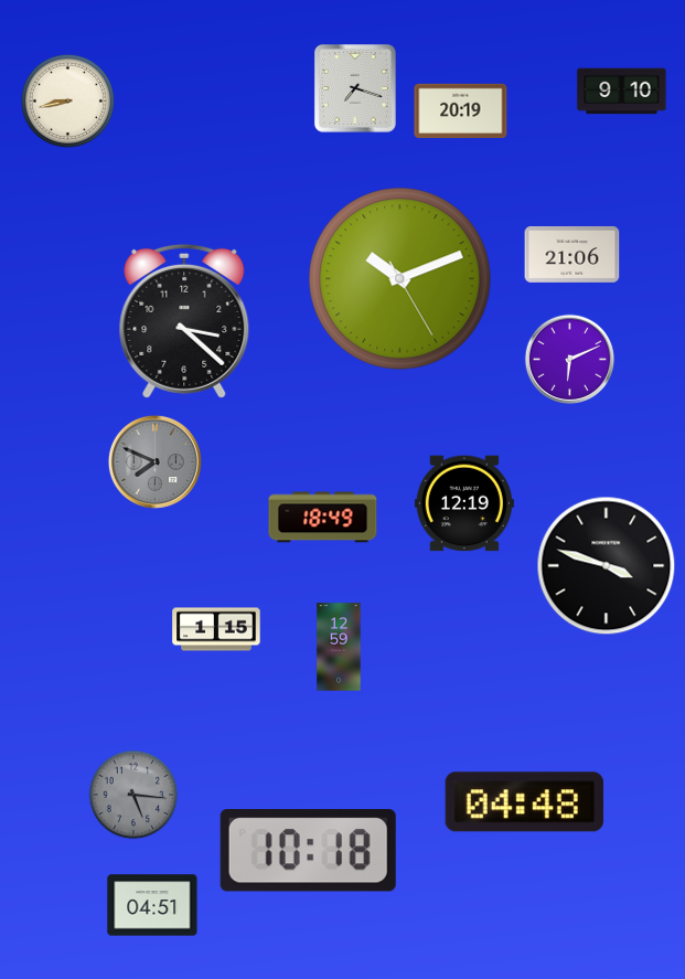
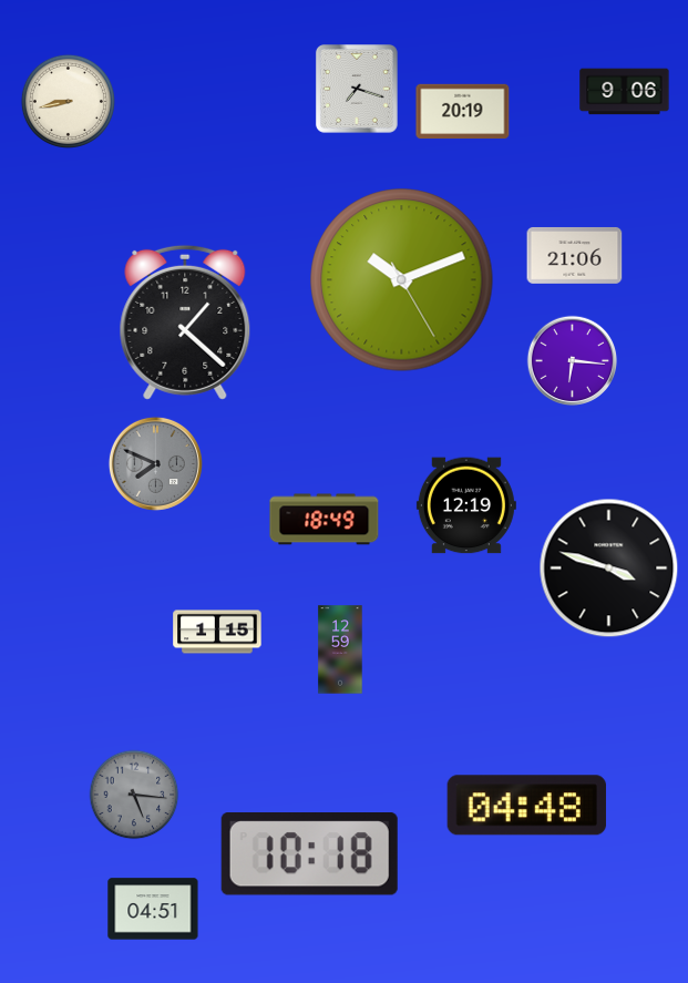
clock at (622, 92): 9:10 -> 9:06
clock at (184, 321): 3:22 -> 1:22
clock at (569, 359): 6:11 -> 6:16
clock at (133, 795) position: (133, 795) -> (134, 795)
